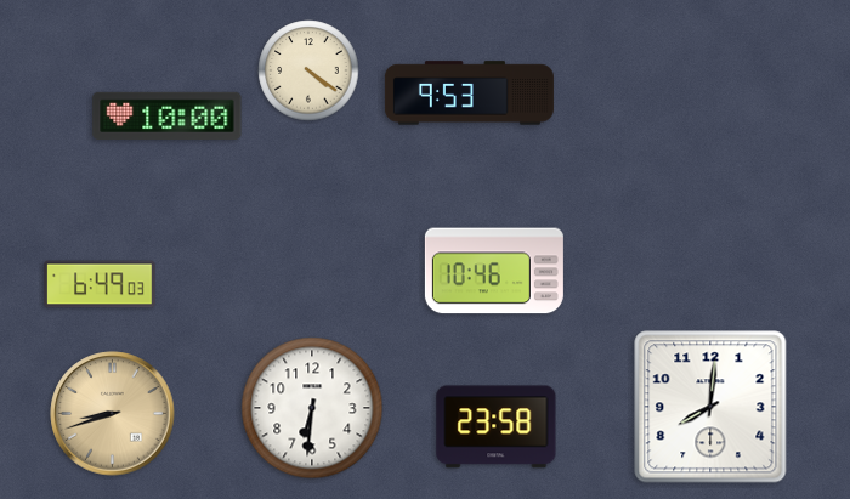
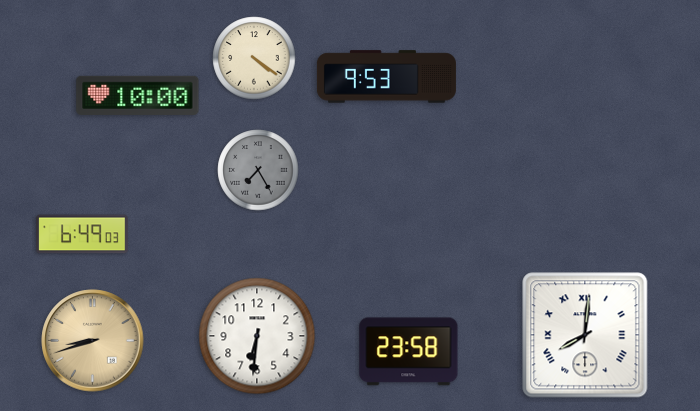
clock at (258, 170): none -> 7:25
clock at (494, 271): 10:46 -> none
clock at (710, 407) numerals: Arabic -> Roman
